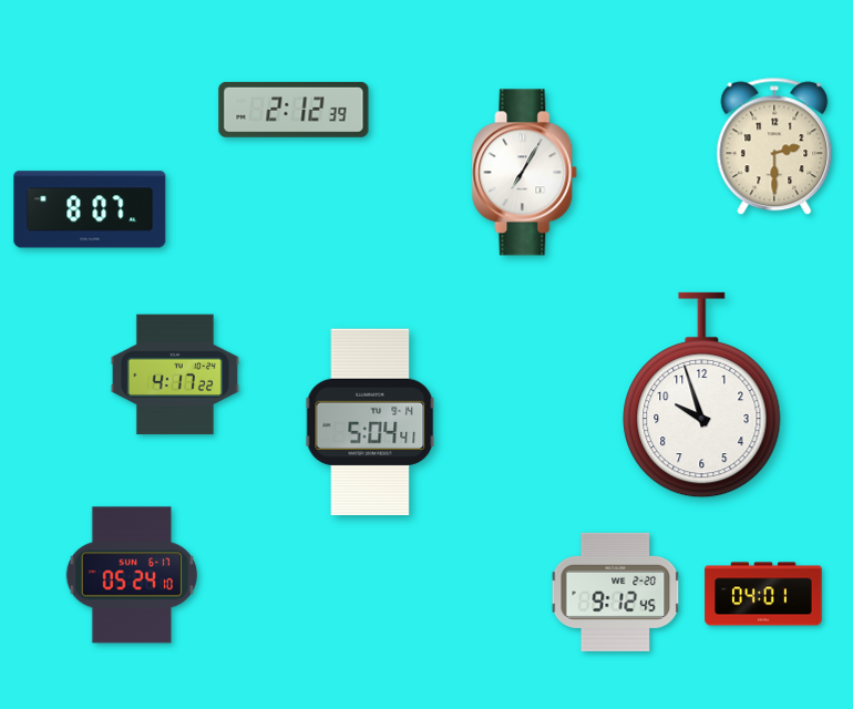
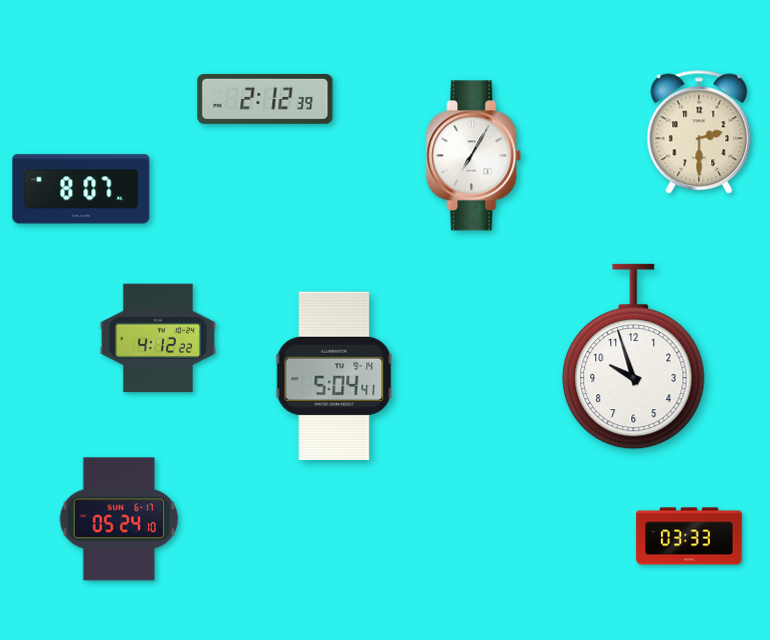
clock at (175, 374): 4:17 -> 4:12
clock at (370, 421) position: (370, 421) -> (334, 375)
clock at (616, 592): 9:12 -> none
clock at (763, 594): 04:01 -> 03:33
